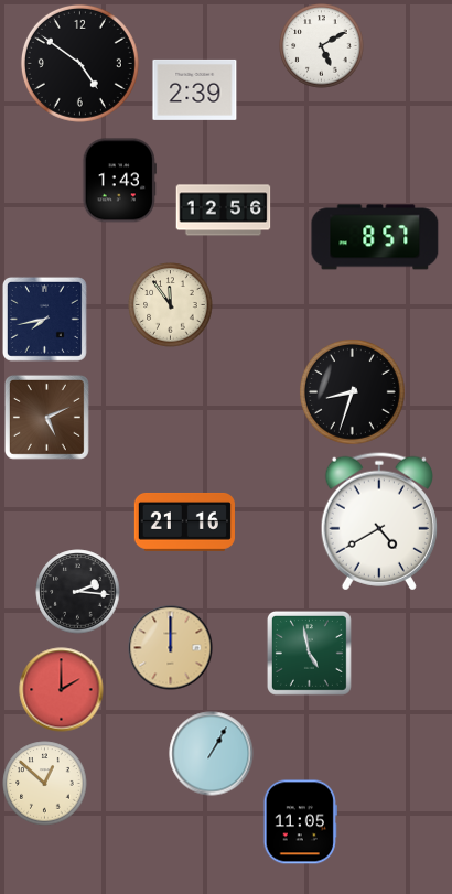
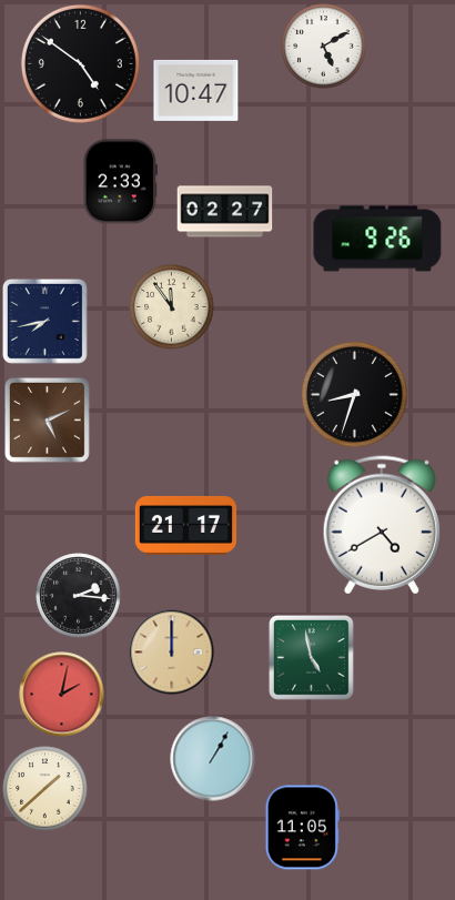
clock at (195, 89): 2:39 -> 10:47
clock at (119, 181): 1:43 -> 2:33
clock at (224, 211): 12:56 -> 02:27
clock at (375, 237): 8:57 -> 9:26
clock at (184, 521): 21:16 -> 21:17
clock at (62, 690): 2:00 -> 2:02
clock at (45, 784): 12:52 -> 1:38
